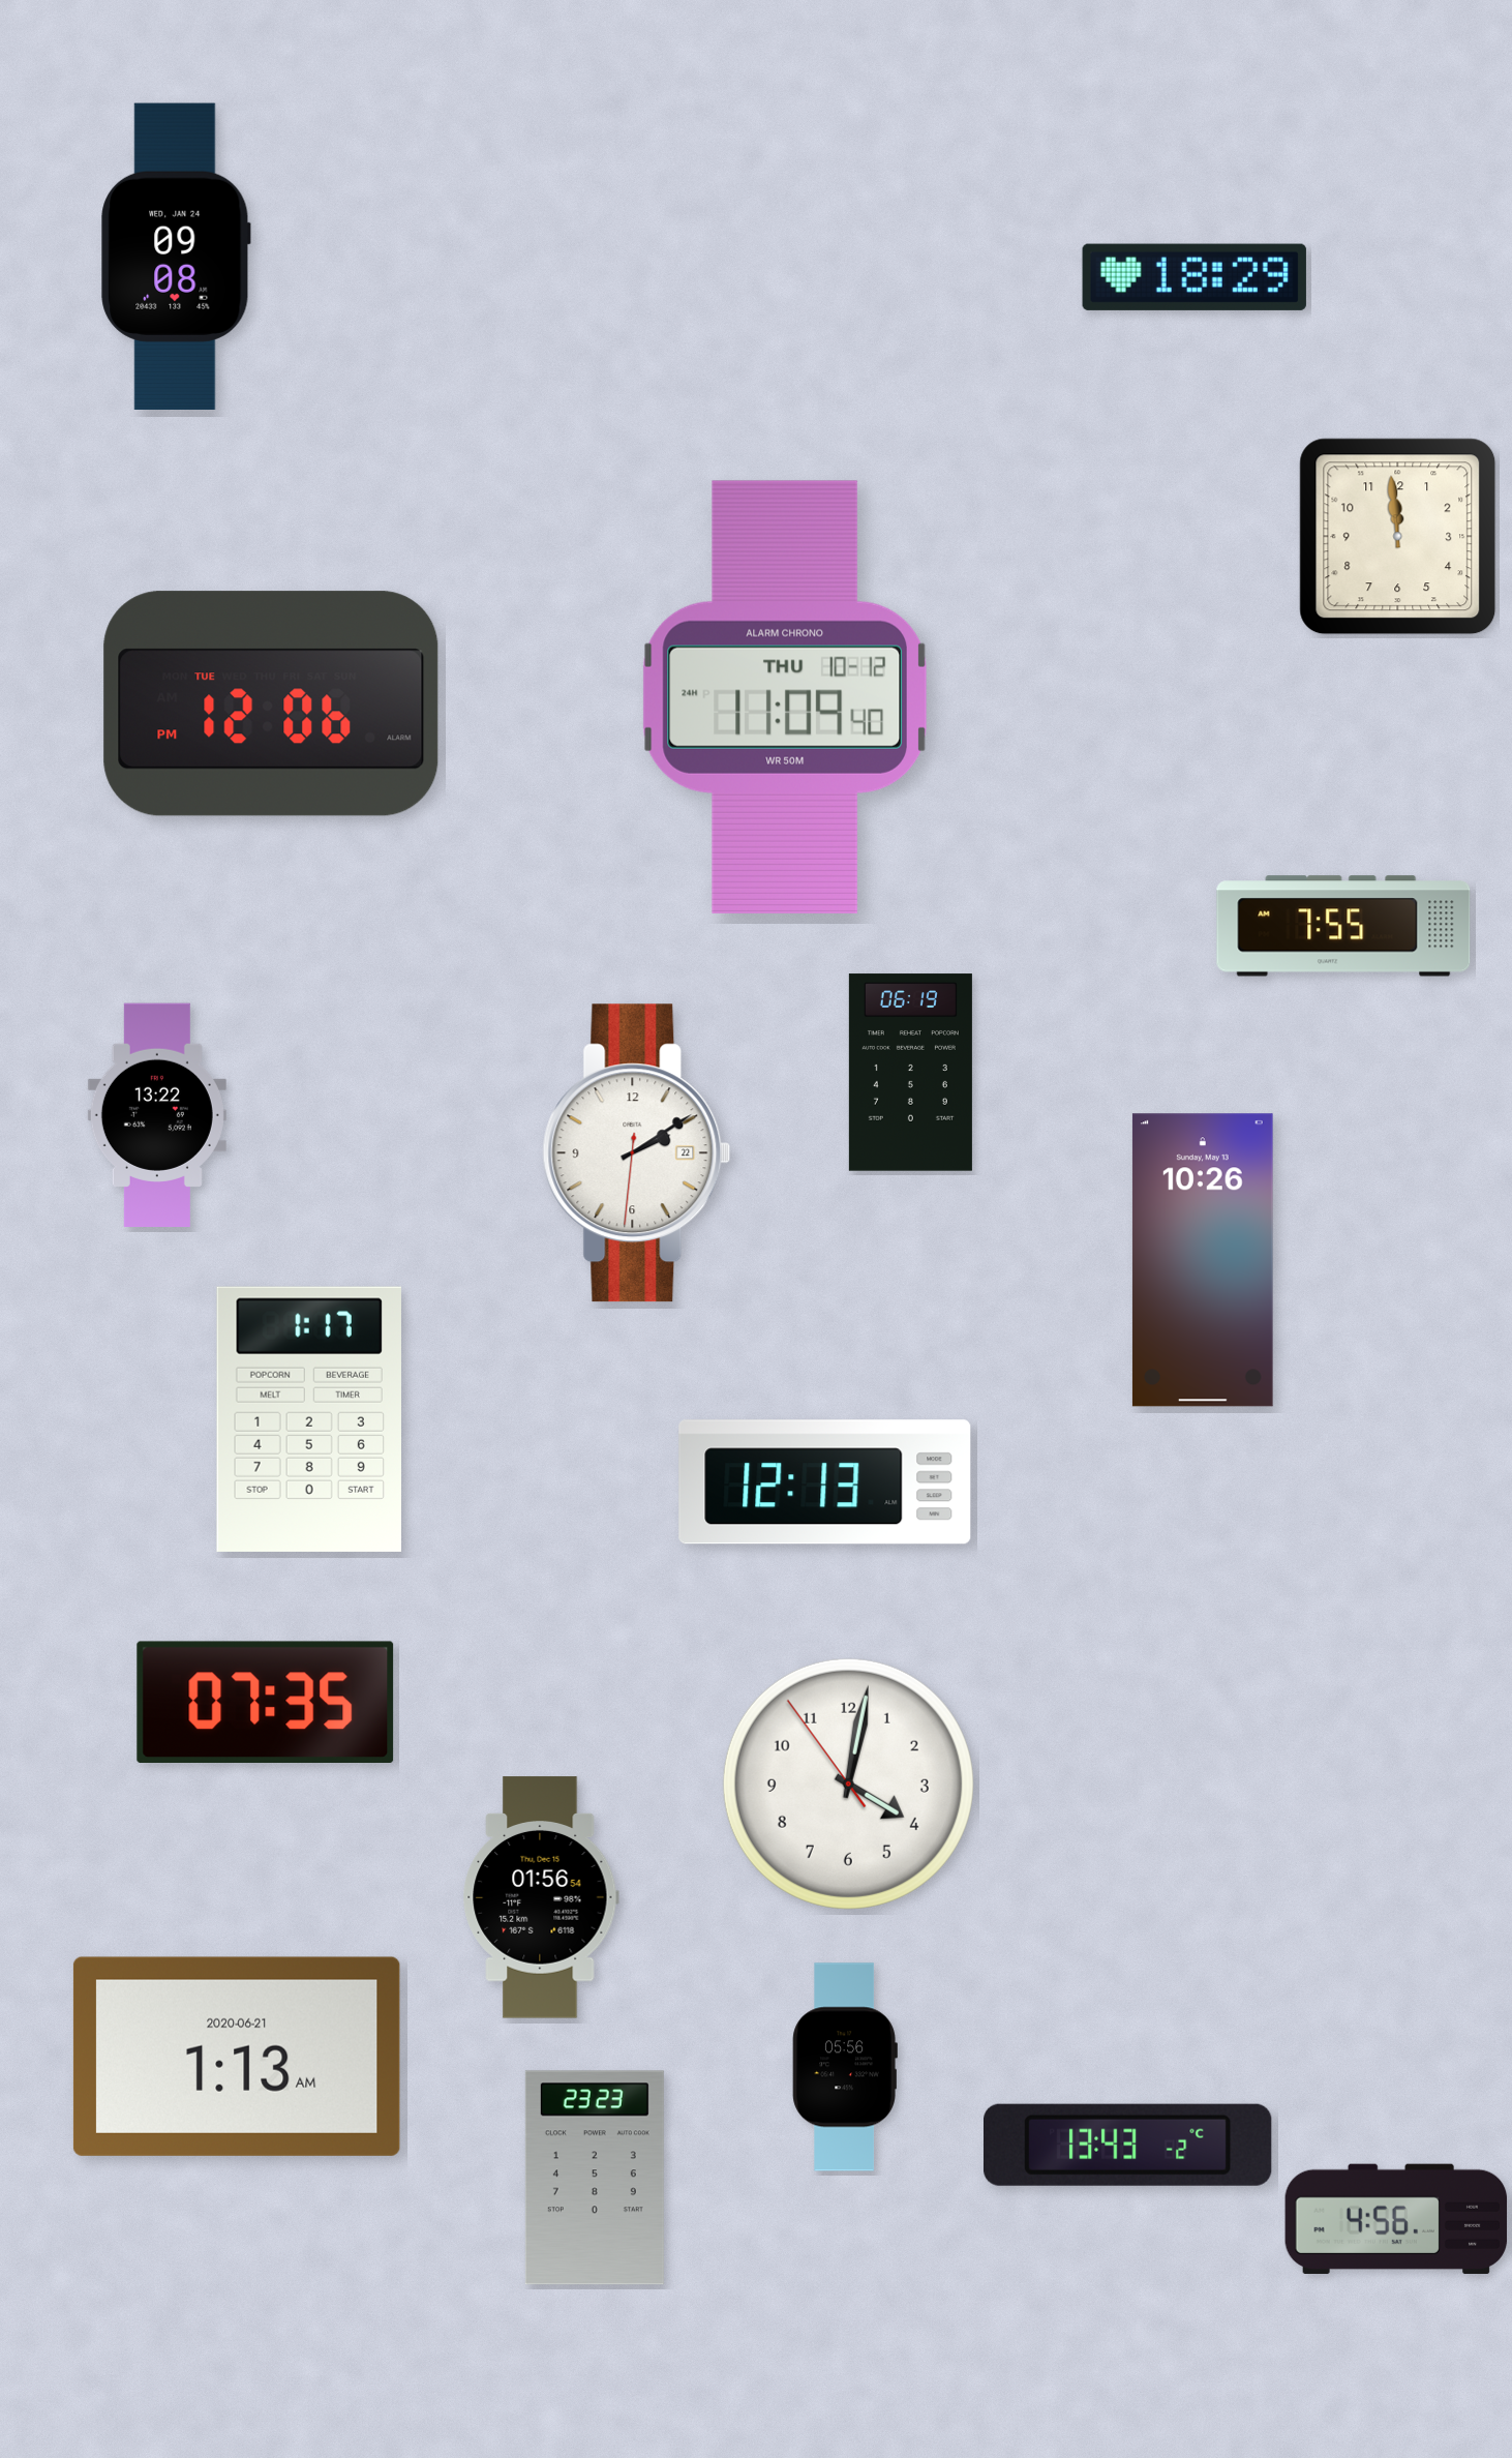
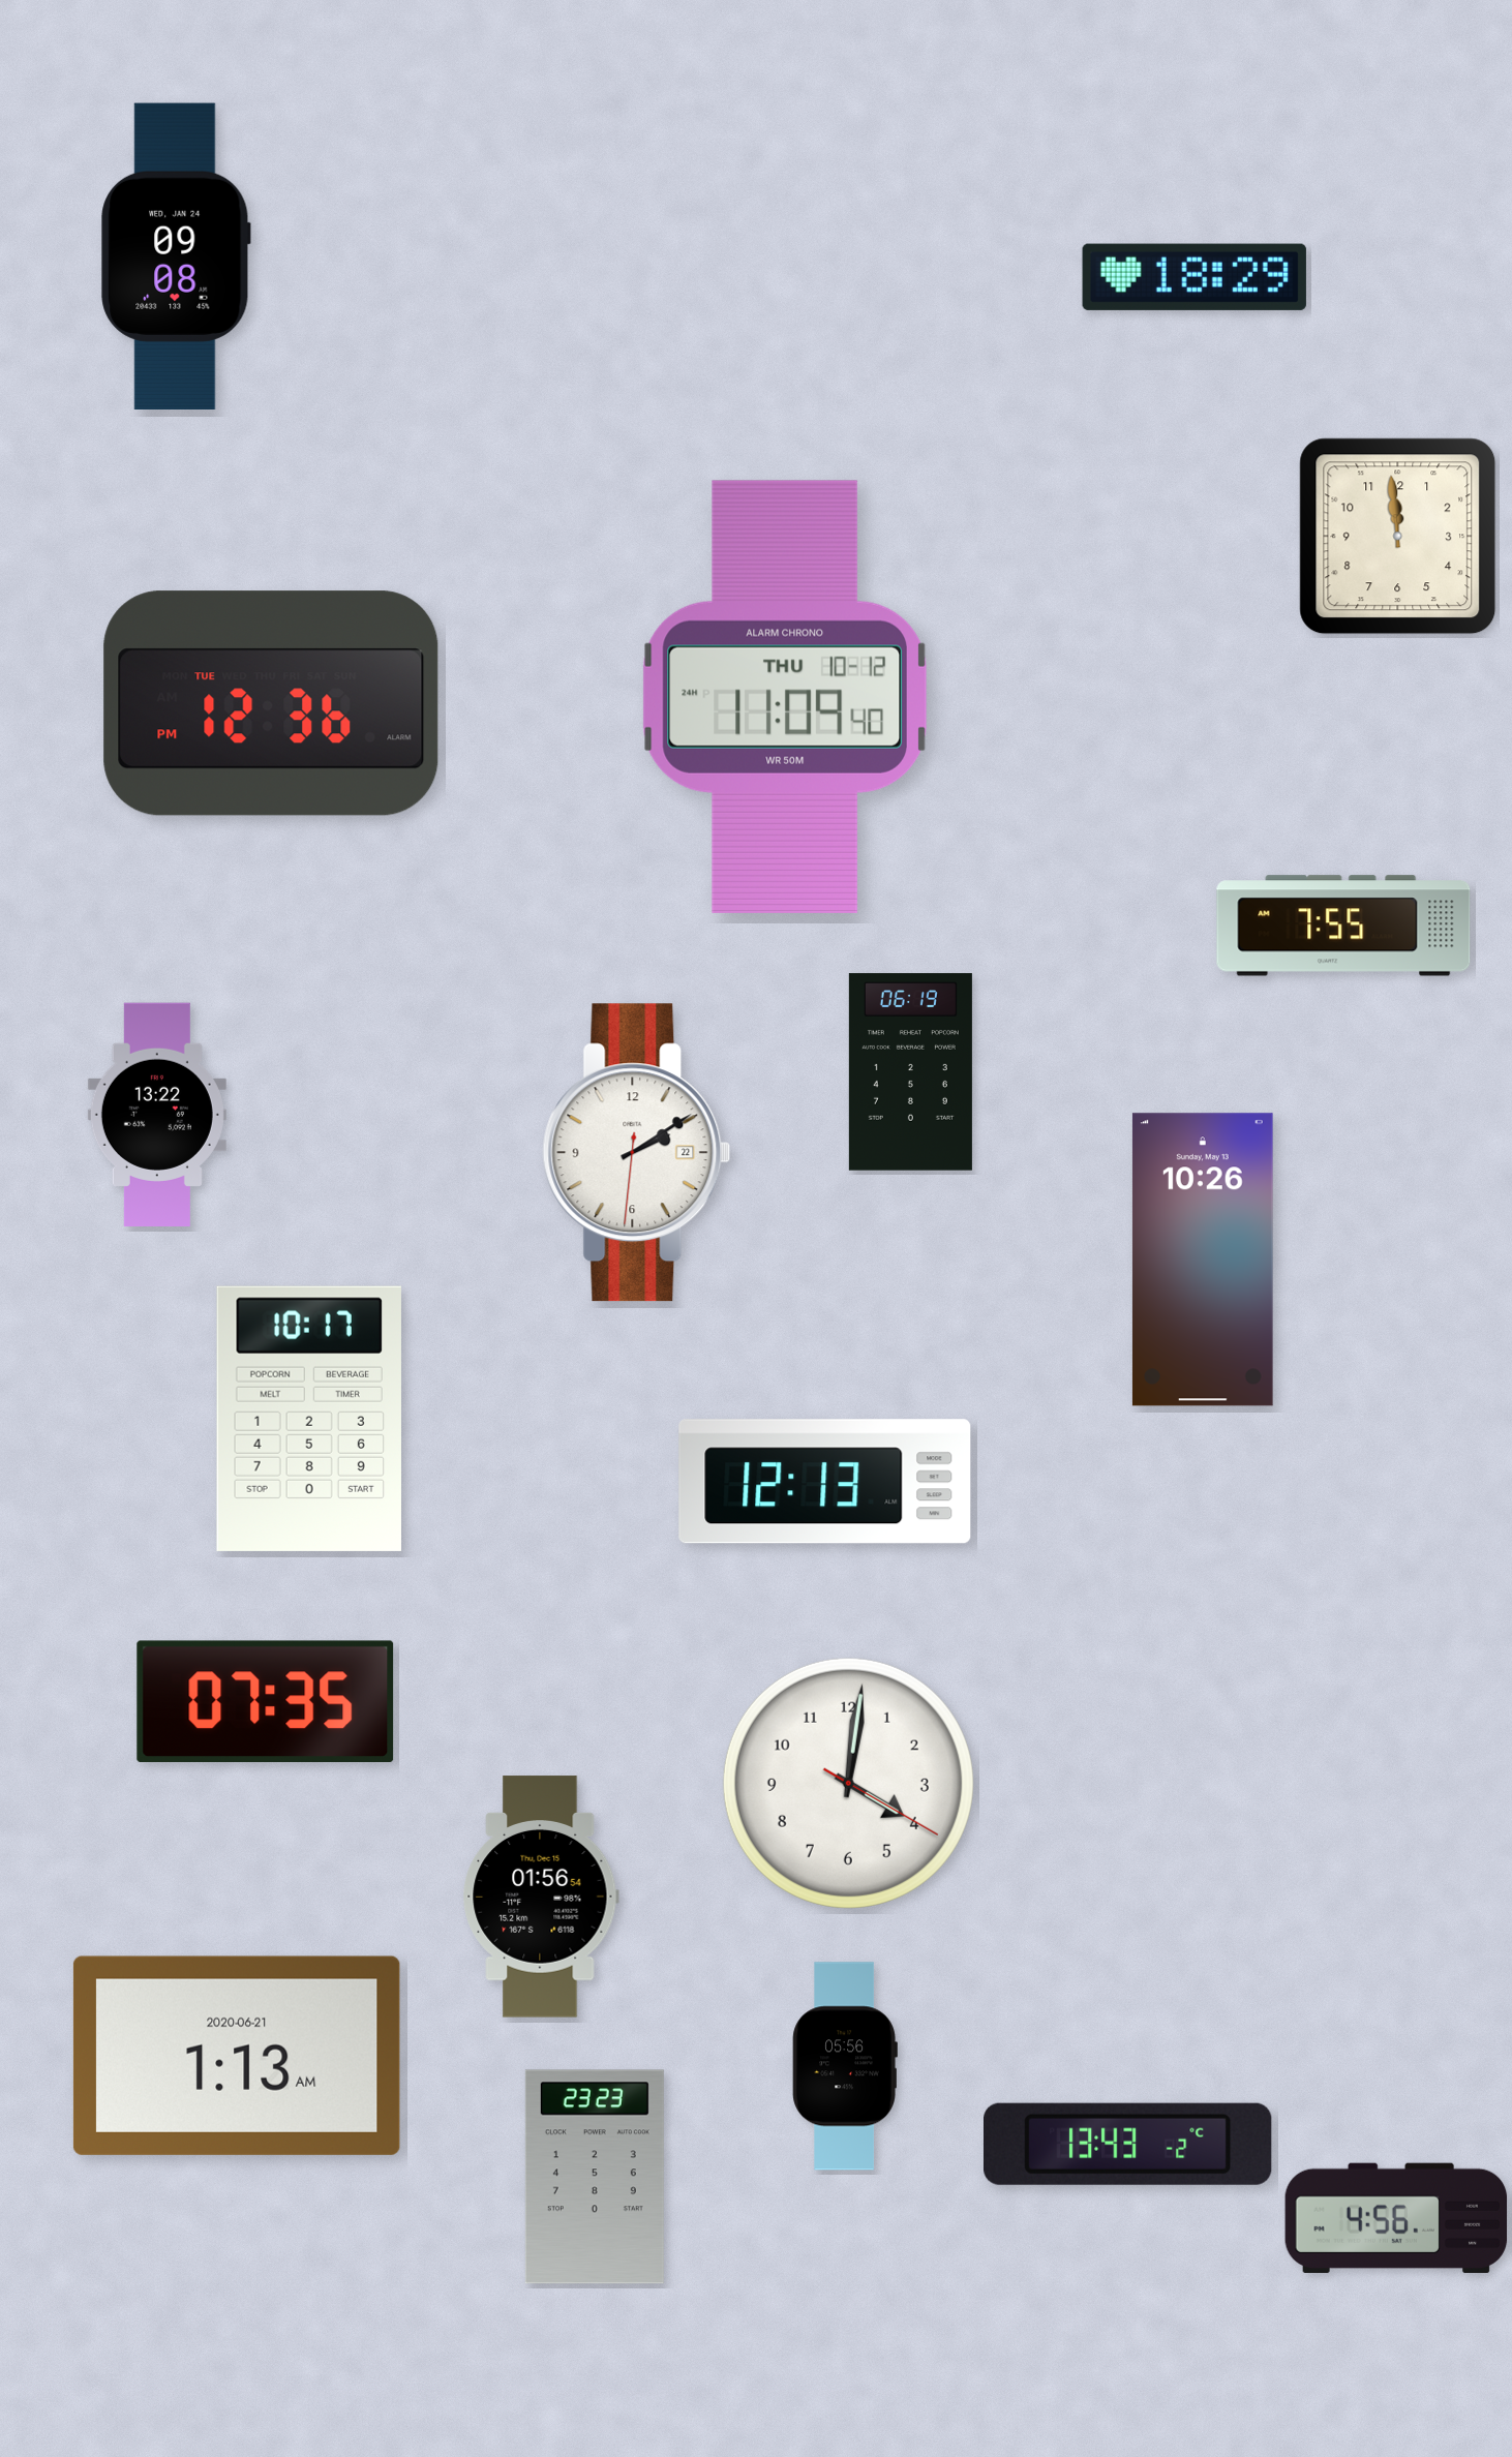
clock at (271, 703): 12:06 -> 12:36
clock at (309, 1419): 1:17 -> 10:17
clock at (848, 1783): 4:01:54 -> 4:01:20
